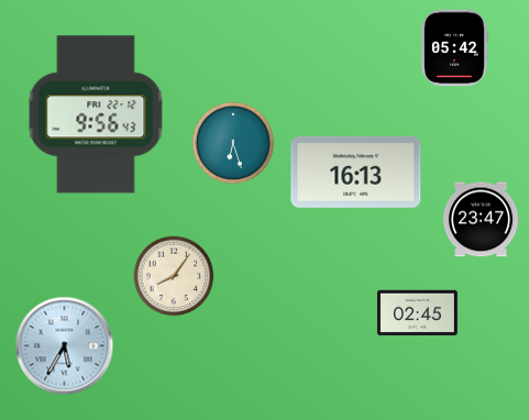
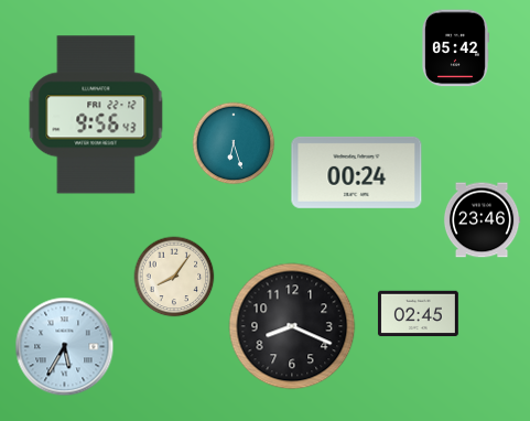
clock at (356, 172): 16:13 -> 00:24
clock at (481, 220): 23:47 -> 23:46
clock at (292, 326): none -> 8:19
